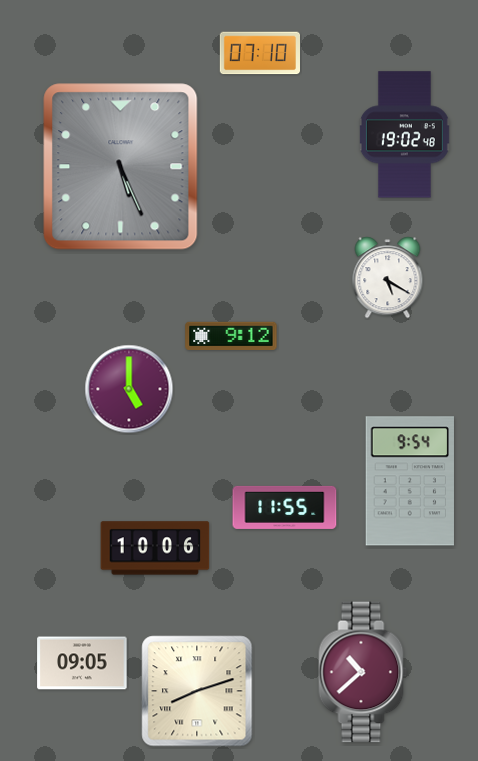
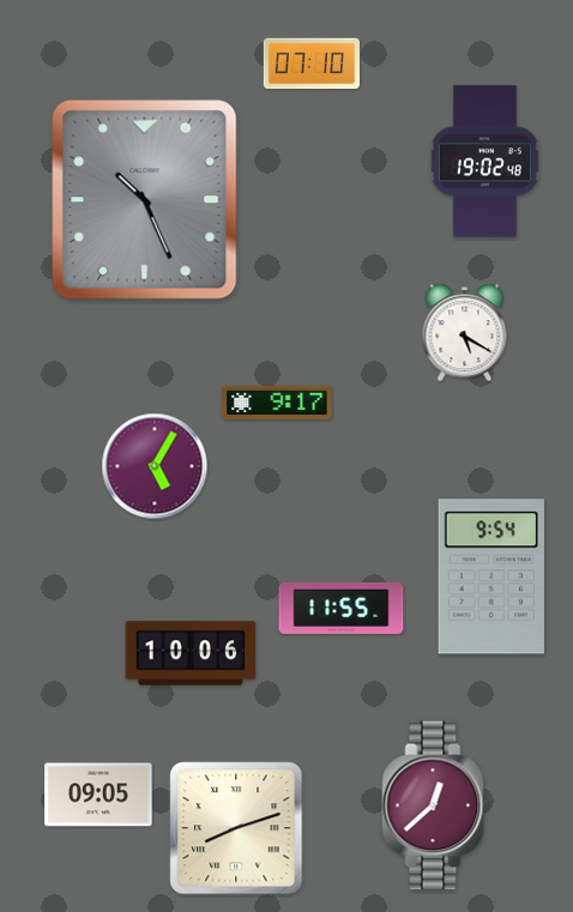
clock at (121, 167): 5:26 -> 10:26
clock at (231, 336): 9:12 -> 9:17
clock at (129, 389): 5:00 -> 5:05
clock at (155, 548) position: (155, 548) -> (191, 653)
clock at (363, 672): 10:38 -> 12:38
